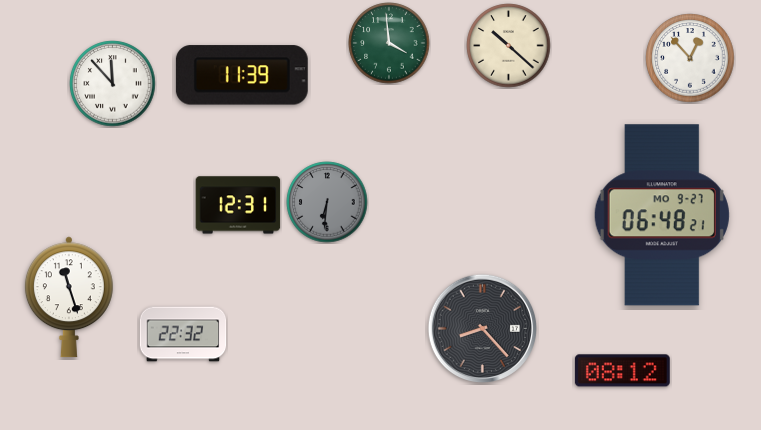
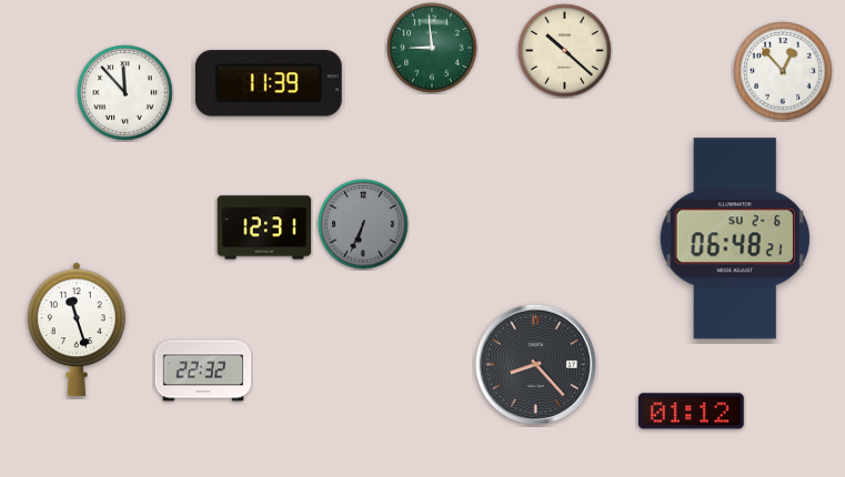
clock at (389, 43): 3:59 -> 8:59
clock at (690, 58) position: (690, 58) -> (783, 71)
clock at (327, 202): 6:31 -> 6:34
clock at (662, 215) date: MO 9-27 -> SU 2-6
clock at (622, 371): 08:12 -> 01:12
